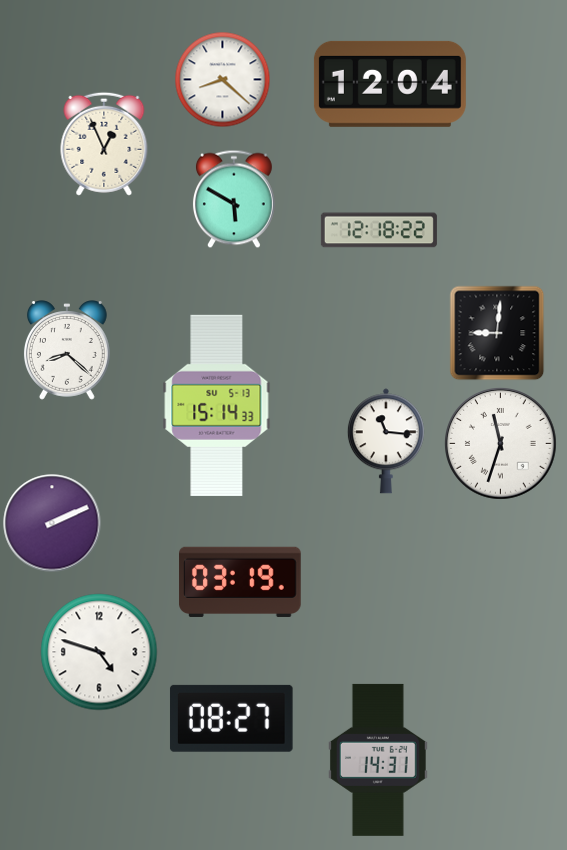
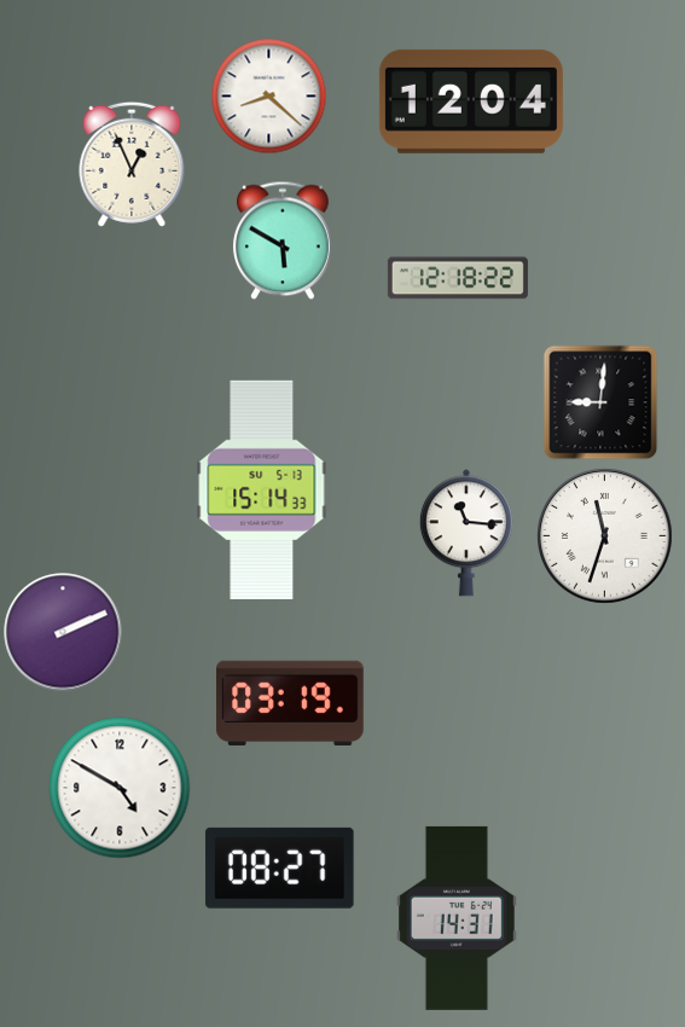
clock at (104, 144) position: (104, 144) -> (132, 164)
clock at (67, 350): 8:22 -> none
clock at (99, 652): 4:48 -> 4:50
